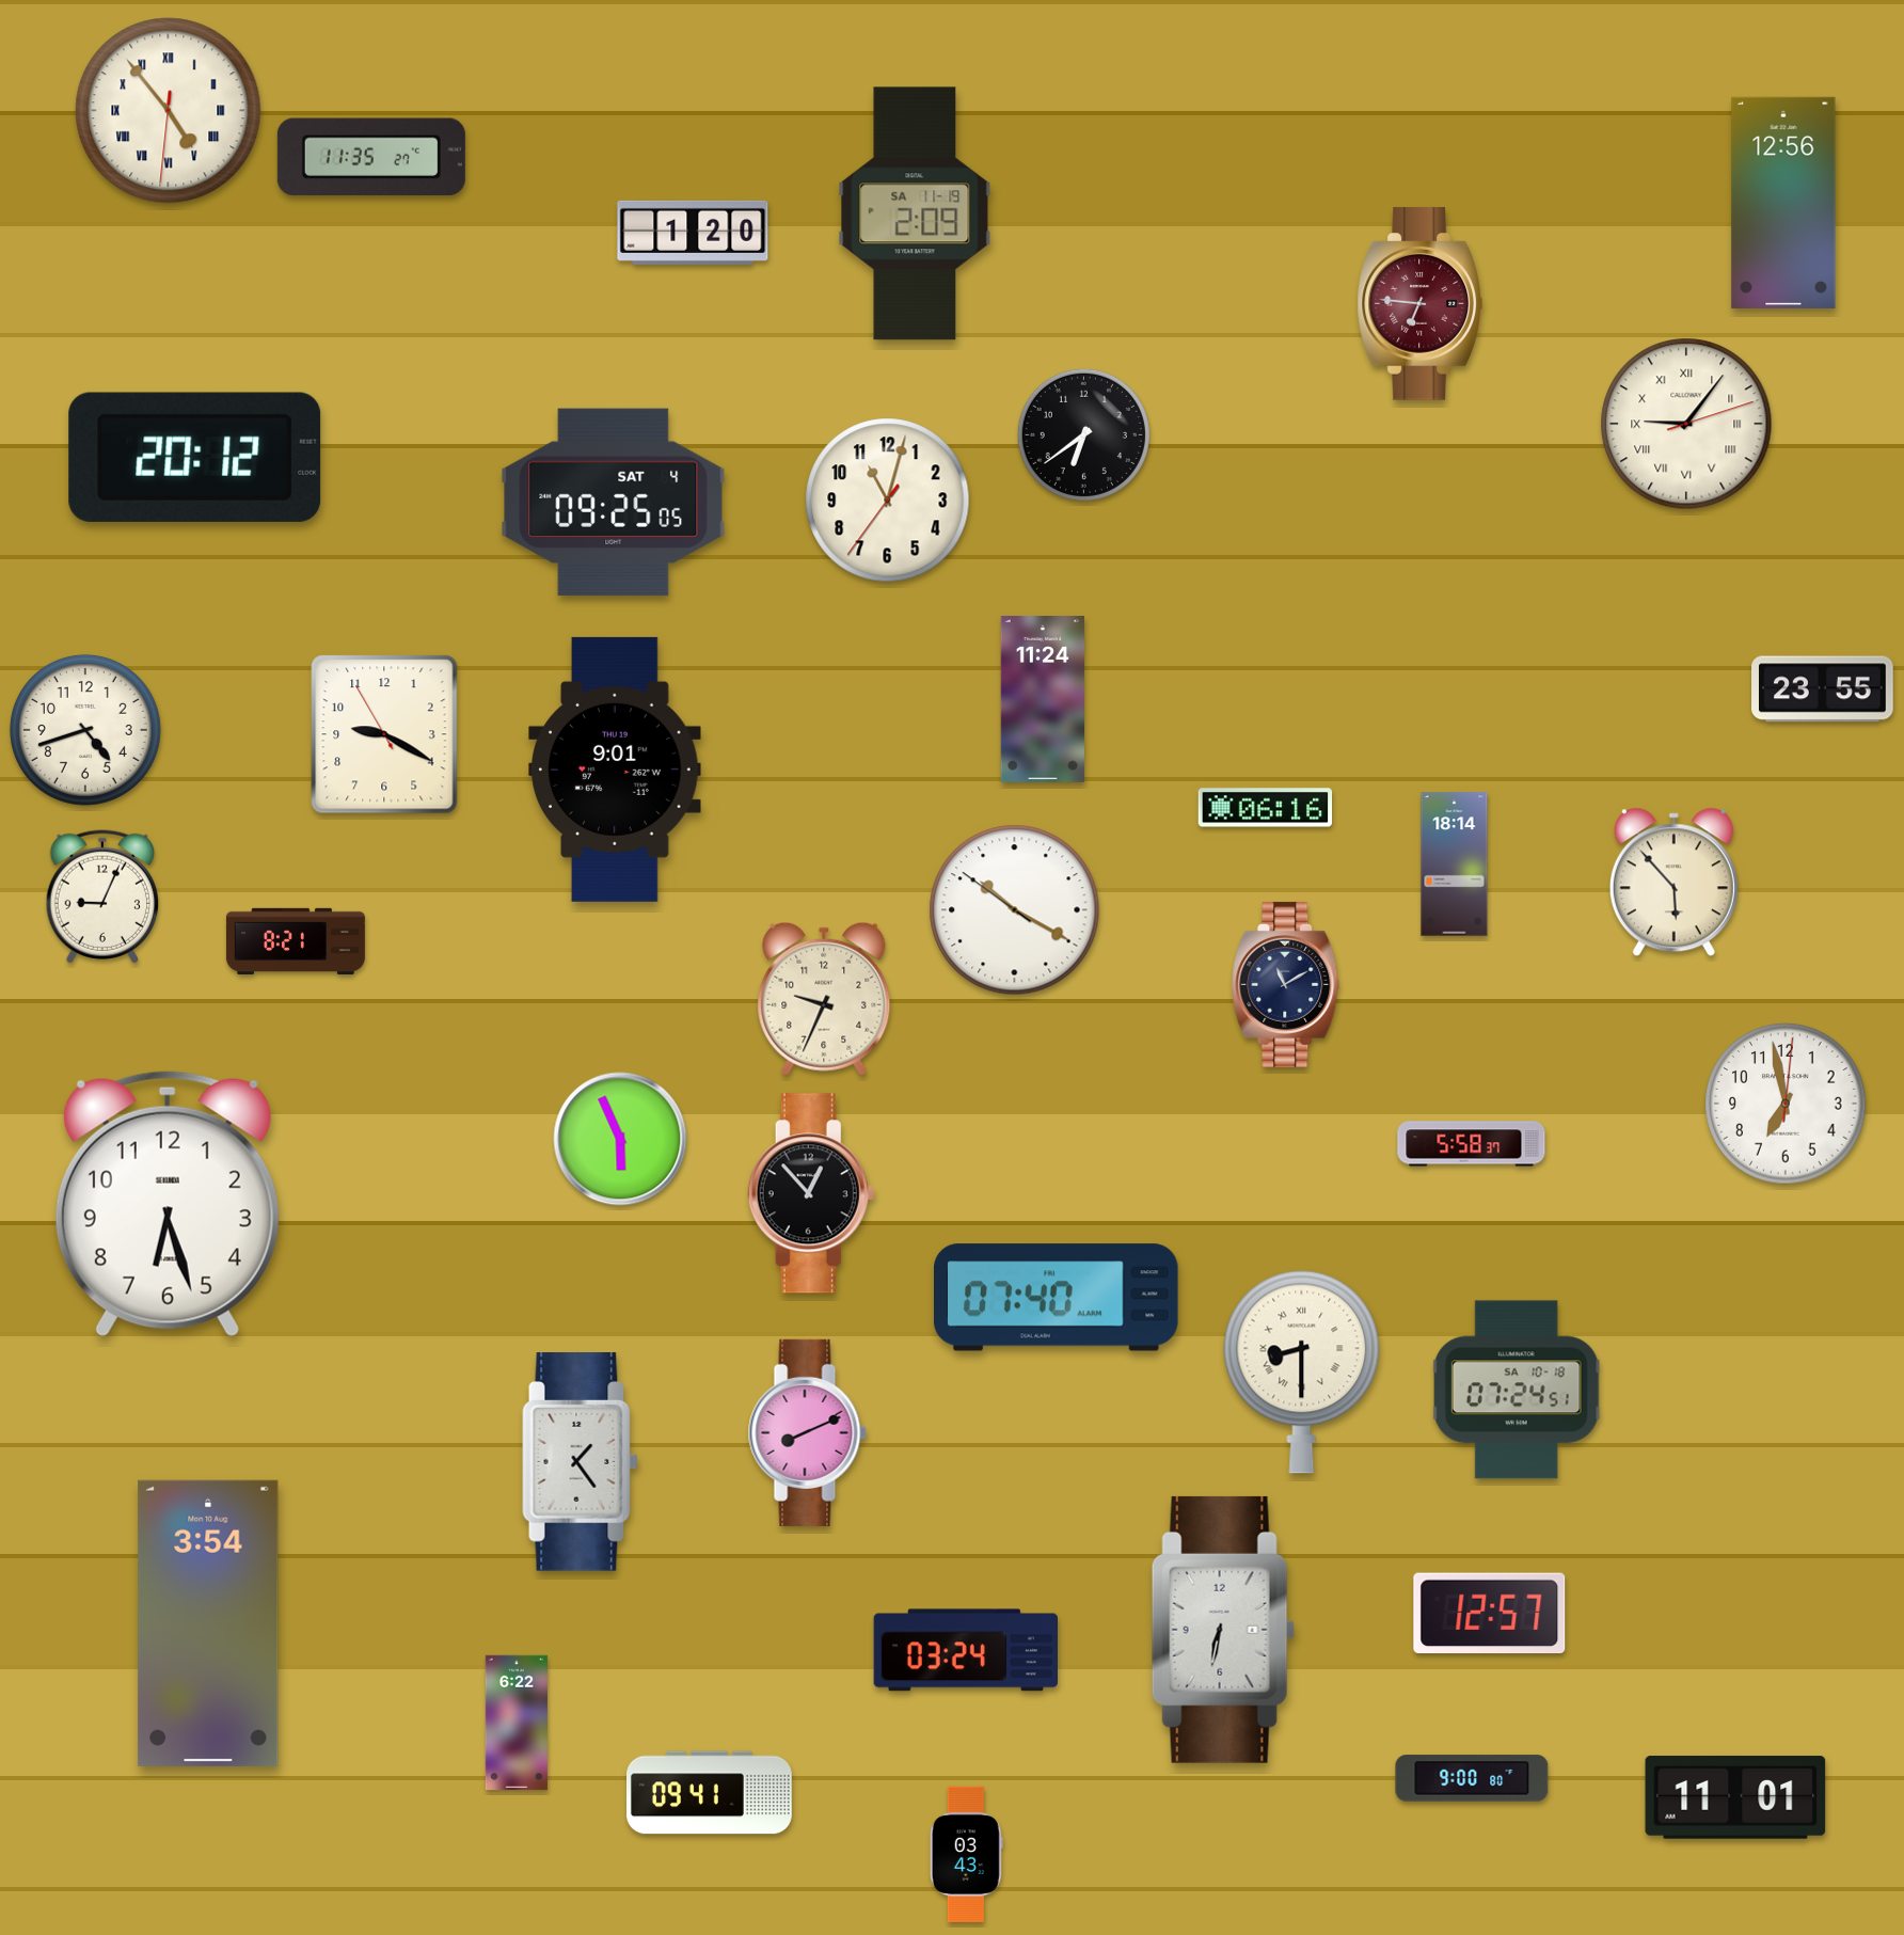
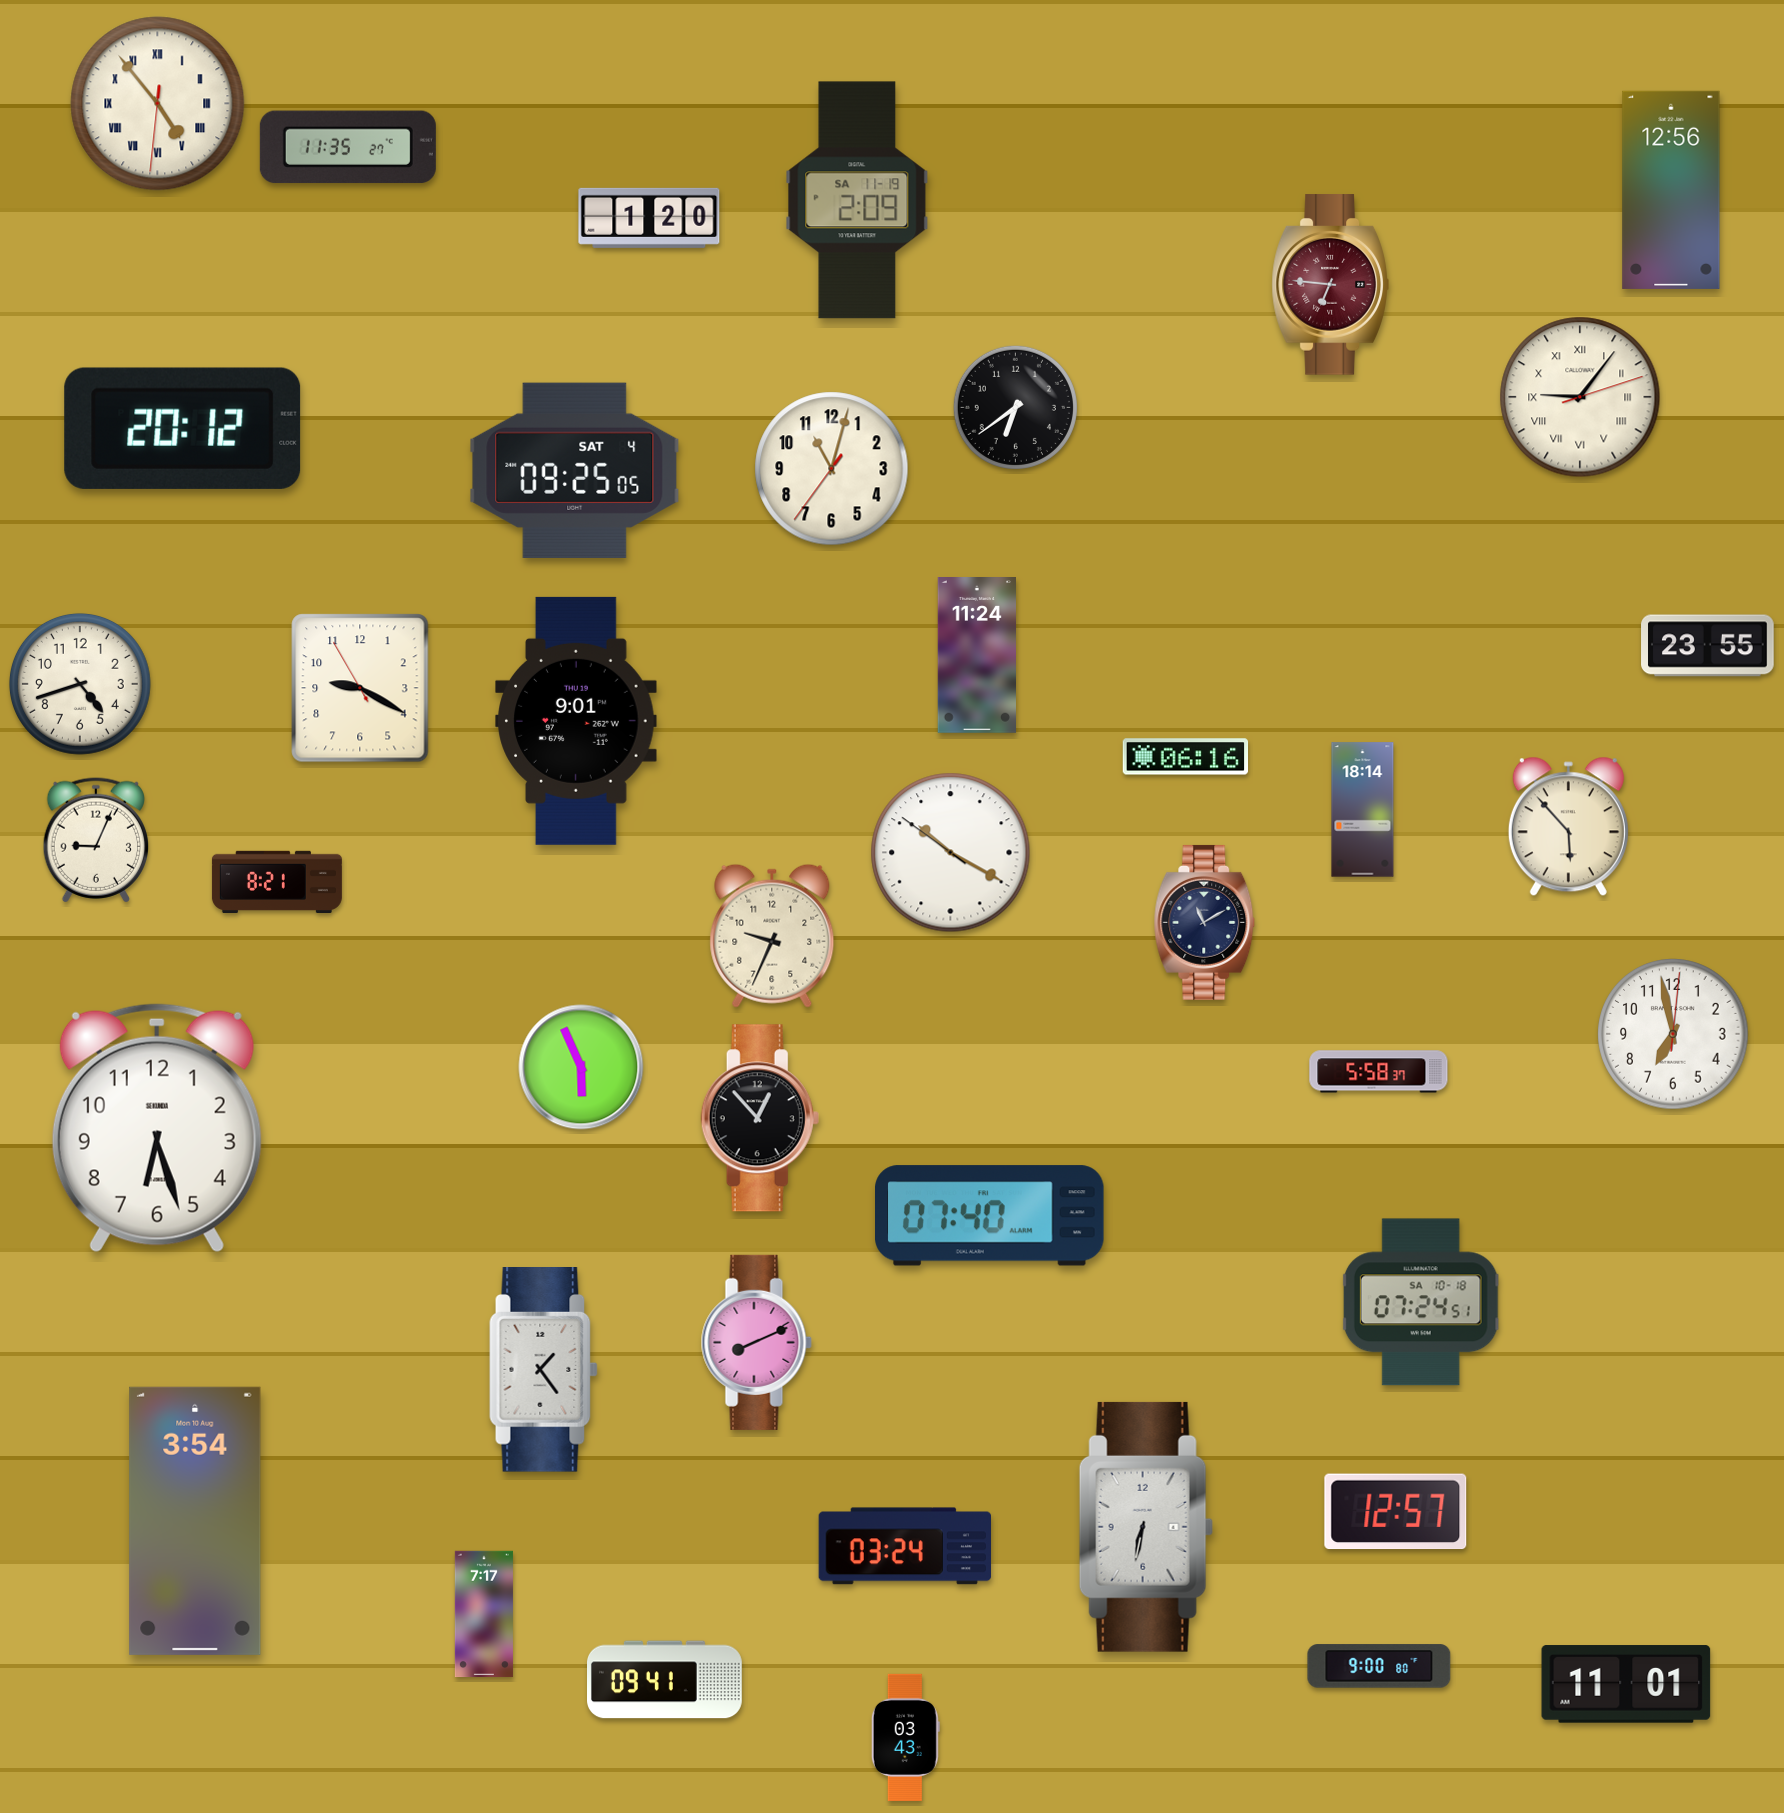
clock at (1302, 1371): 8:30 -> none
clock at (517, 1723): 6:22 -> 7:17
